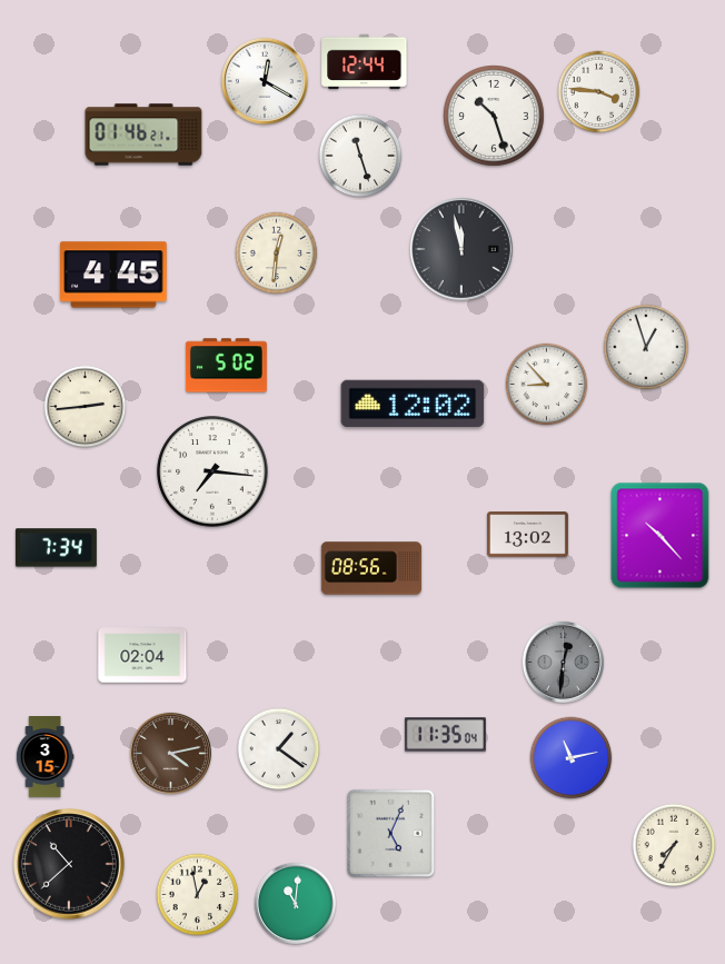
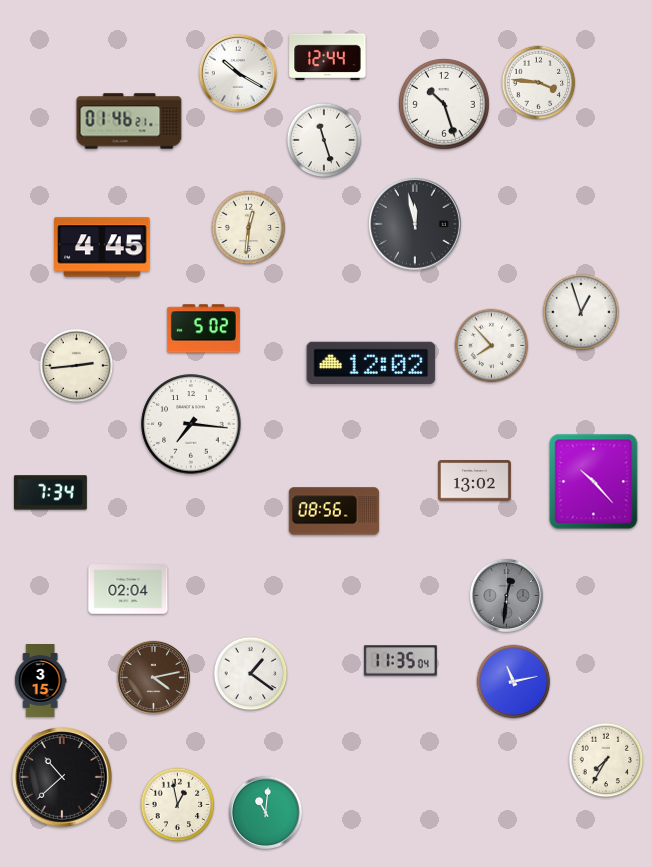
clock at (265, 81): 12:20 -> 10:20
clock at (547, 385): 8:53 -> 7:53
clock at (390, 833): 5:04 -> none
